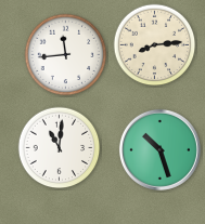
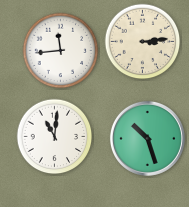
clock at (155, 45): 8:14 -> 3:14
